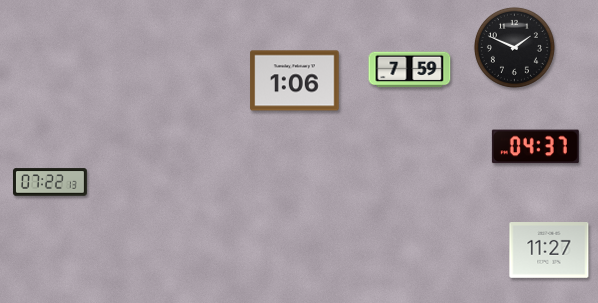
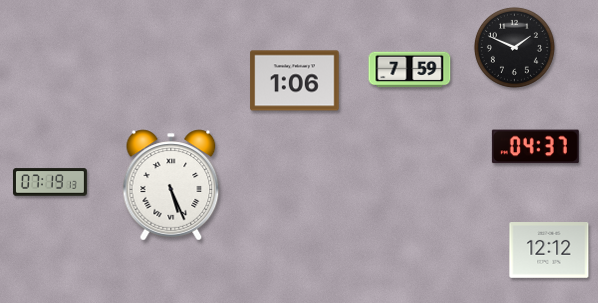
clock at (51, 182): 07:22 -> 07:19
clock at (171, 185): none -> 5:26
clock at (549, 251): 11:27 -> 12:12
